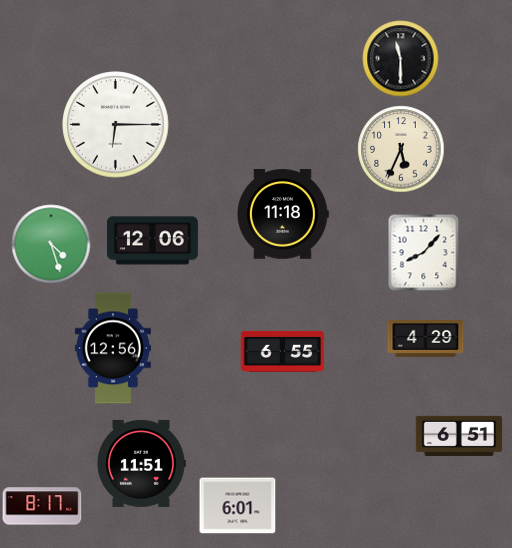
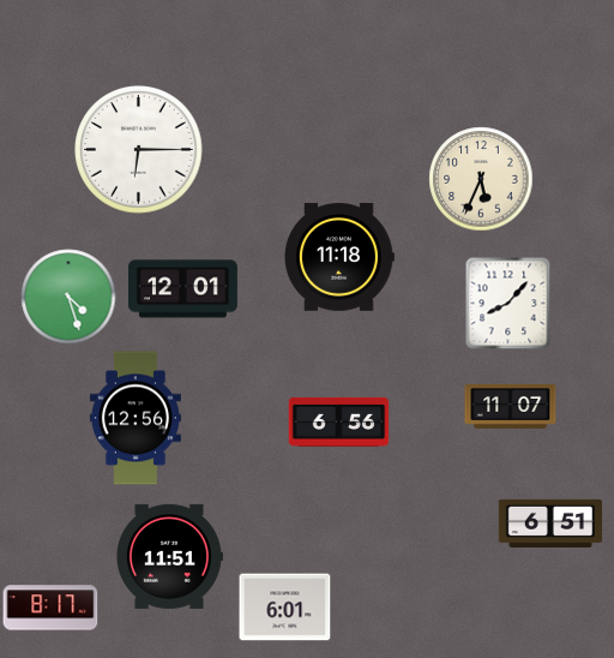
clock at (401, 59): 11:30 -> none
clock at (152, 241): 12:06 -> 12:01
clock at (51, 244) position: (51, 244) -> (68, 297)
clock at (426, 339): 4:29 -> 11:07
clock at (283, 351): 6:55 -> 6:56
